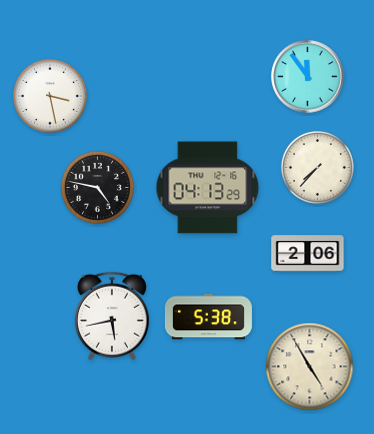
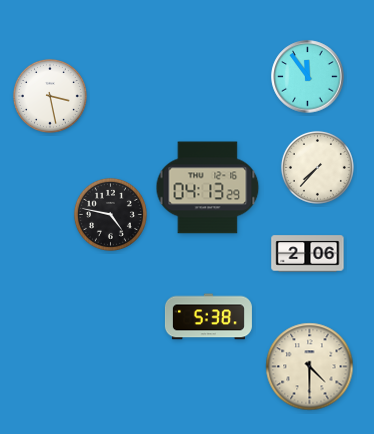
clock at (97, 187) position: (97, 187) -> (110, 214)
clock at (112, 316): 5:43 -> none
clock at (310, 367): 4:55 -> 4:30
